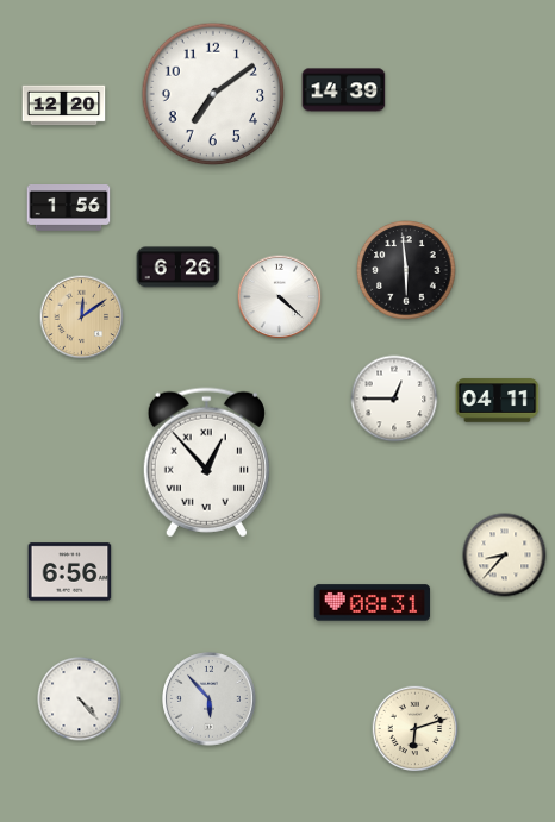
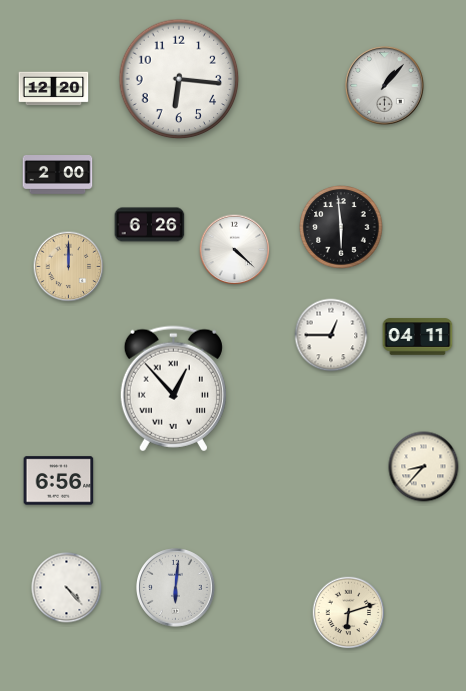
clock at (344, 90): 14:39 -> none
clock at (213, 94): 7:09 -> 6:16
clock at (385, 86): none -> 1:07
clock at (69, 208): 1:56 -> 2:00
clock at (82, 318): 12:09 -> 12:00
clock at (373, 603): 08:31 -> none
clock at (210, 699): 5:53 -> 6:01
